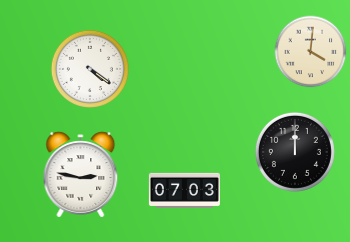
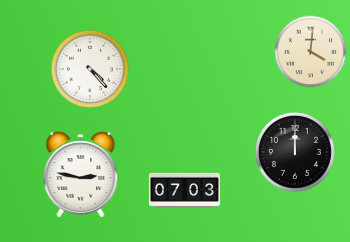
clock at (90, 69): 4:21 -> 4:23
